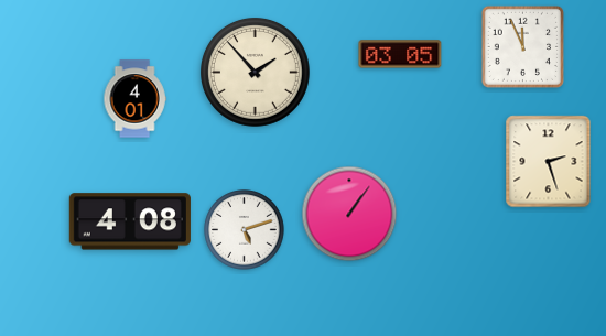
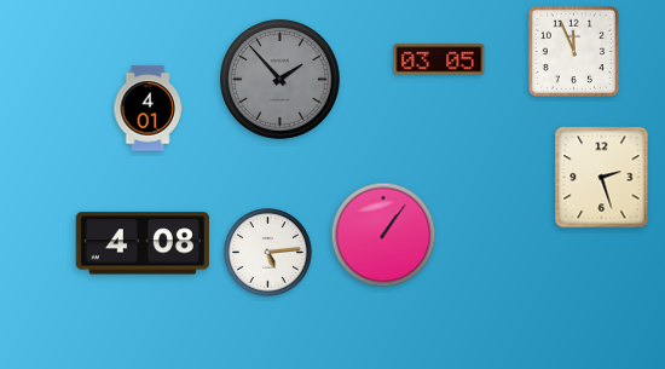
clock at (255, 72) dial: cream -> grey
clock at (245, 230): 5:12 -> 5:14
